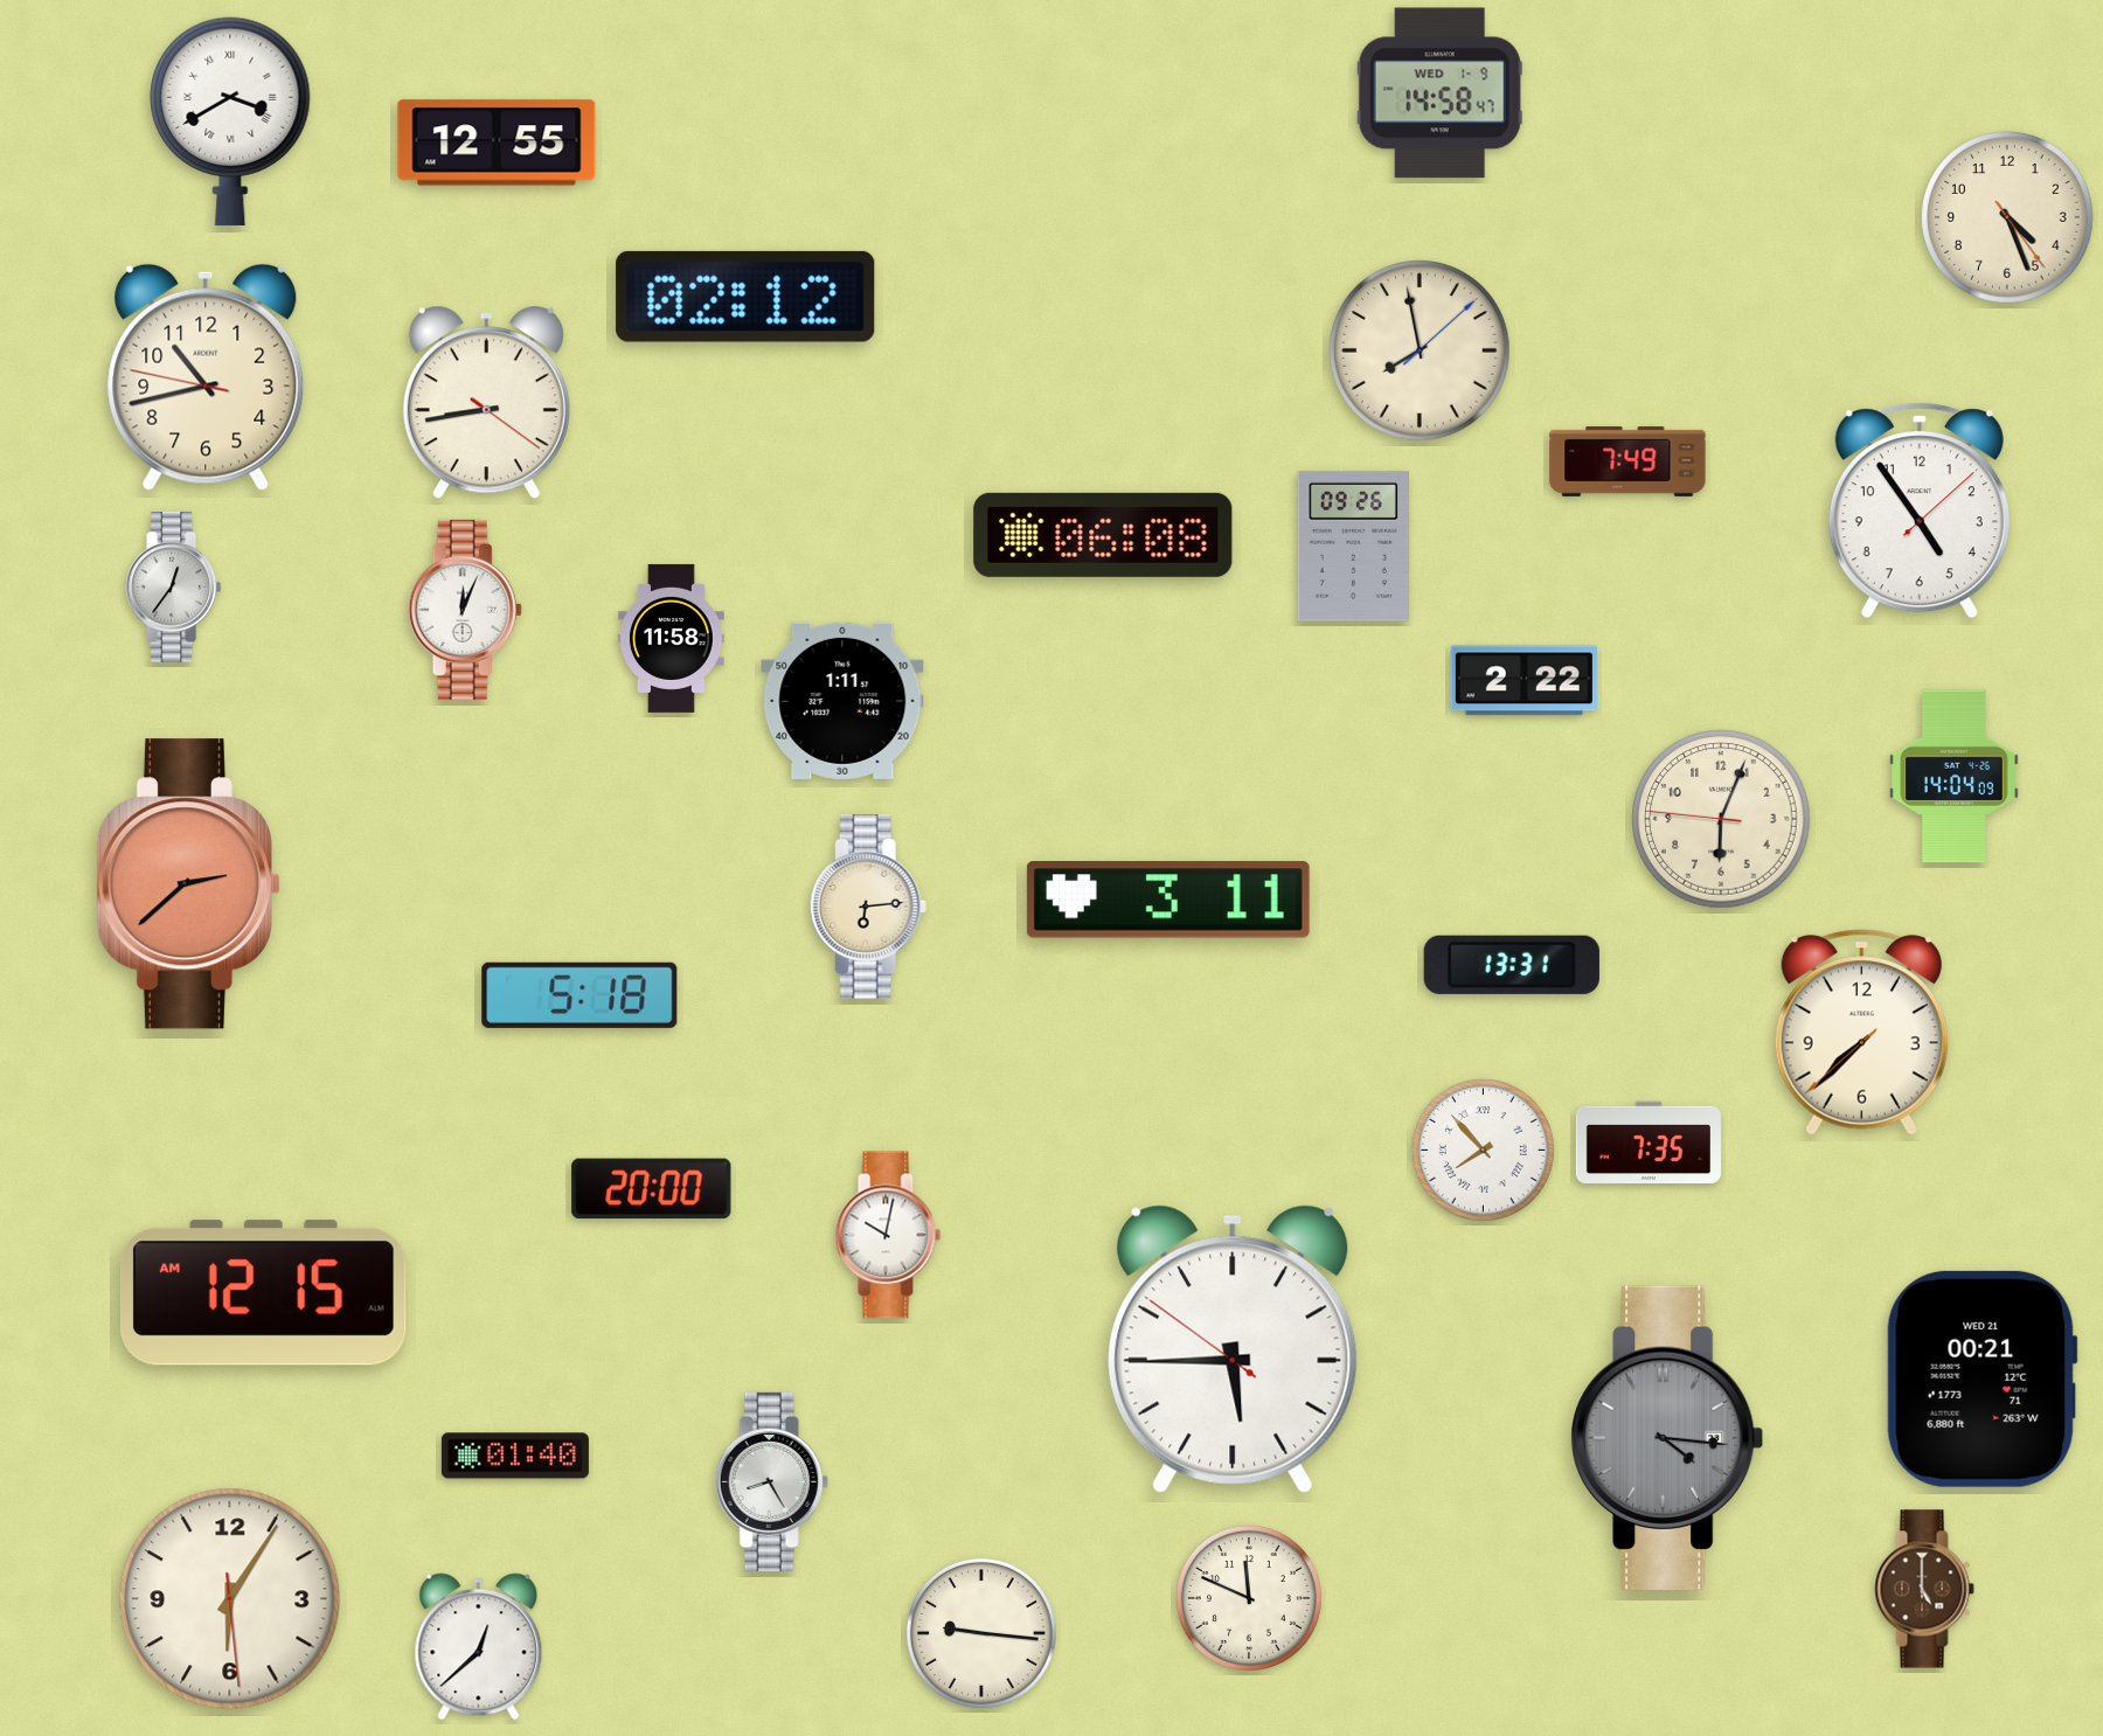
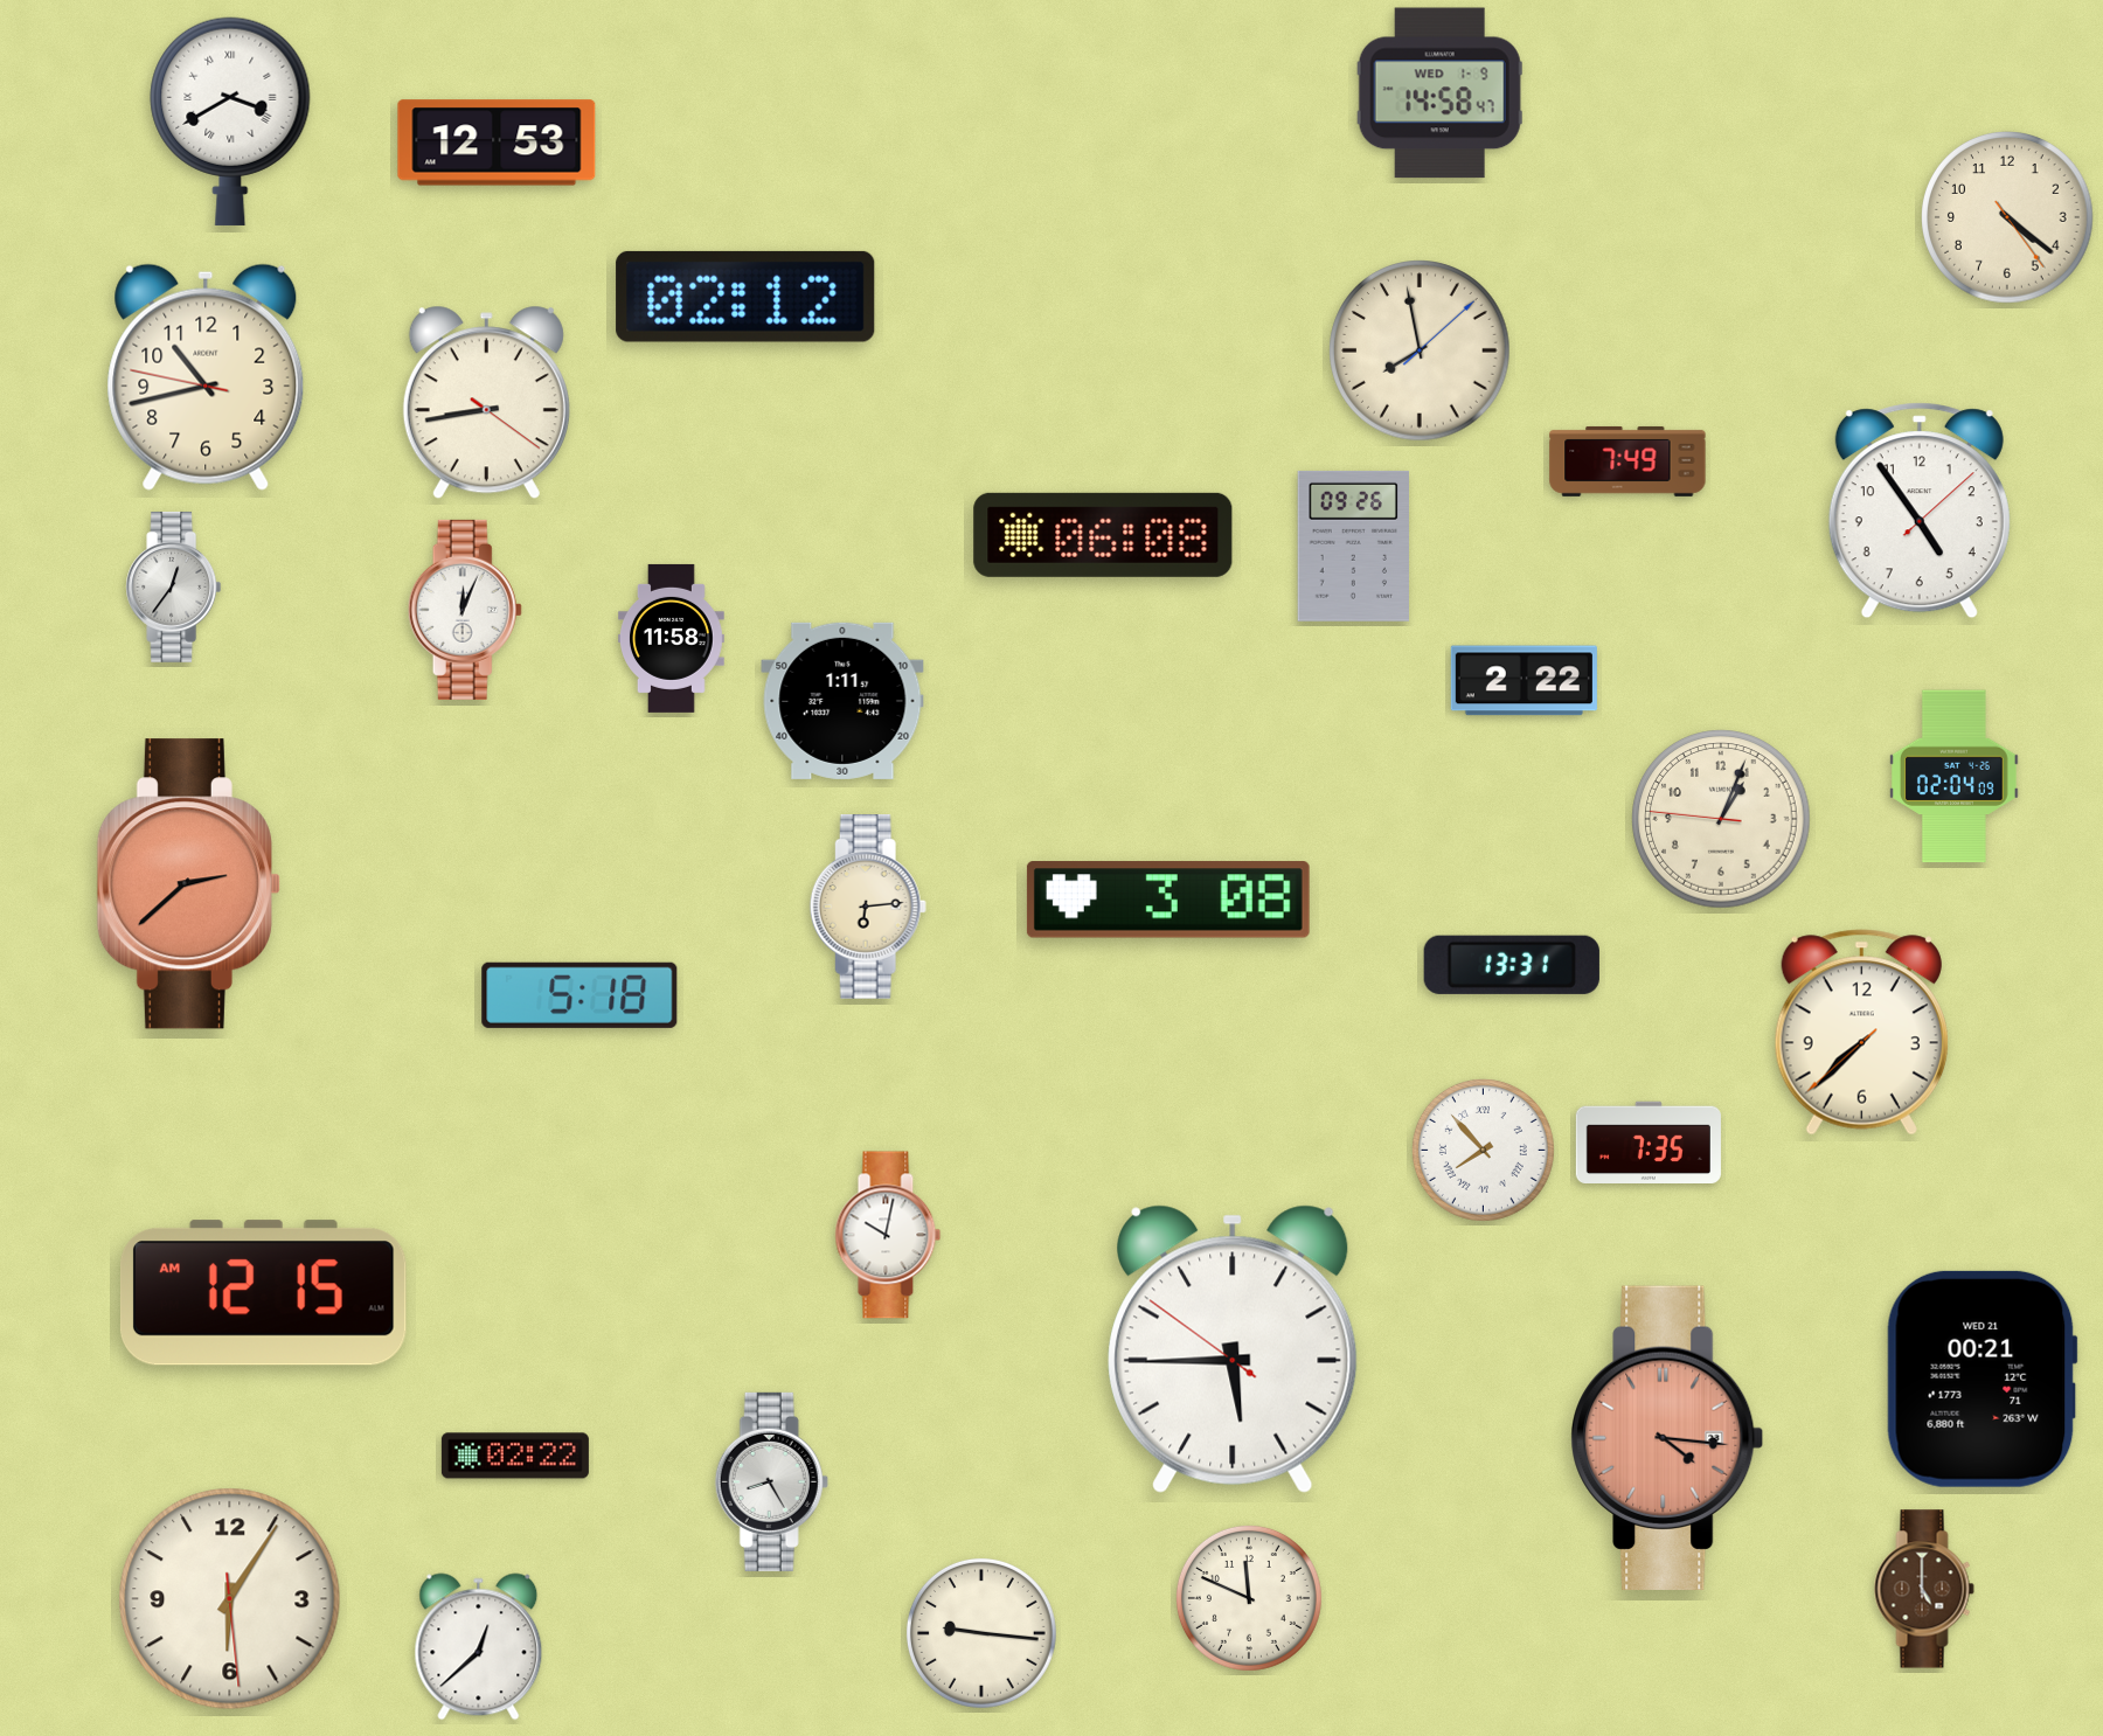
clock at (497, 143): 12:55 -> 12:53
clock at (2007, 217): 4:26 -> 4:21
clock at (1955, 777): 14:04 -> 02:04
clock at (1721, 819): 6:03 -> 1:03
clock at (1168, 900): 3:11 -> 3:08
clock at (652, 1188): 20:00 -> none
clock at (1667, 1438) dial: grey -> salmon
clock at (515, 1456): 01:40 -> 02:22
